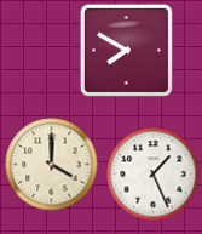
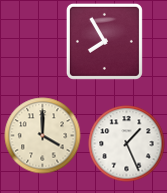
clock at (126, 50): 7:50 -> 7:55
